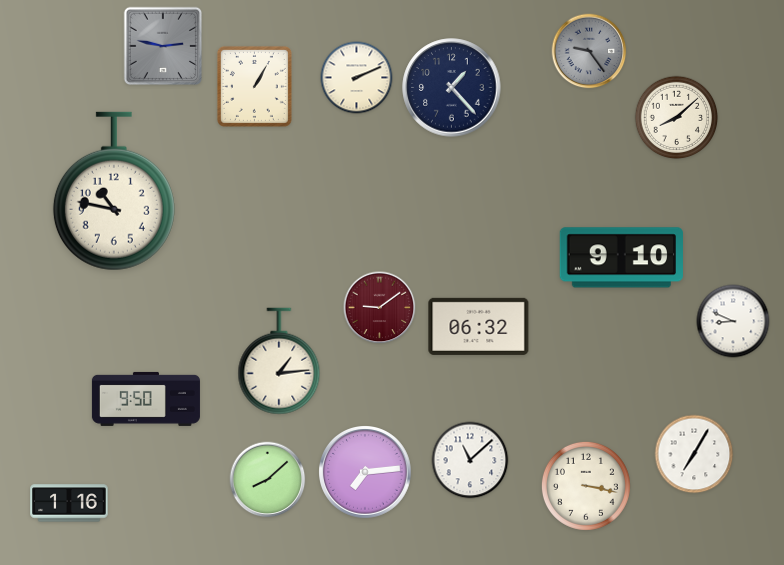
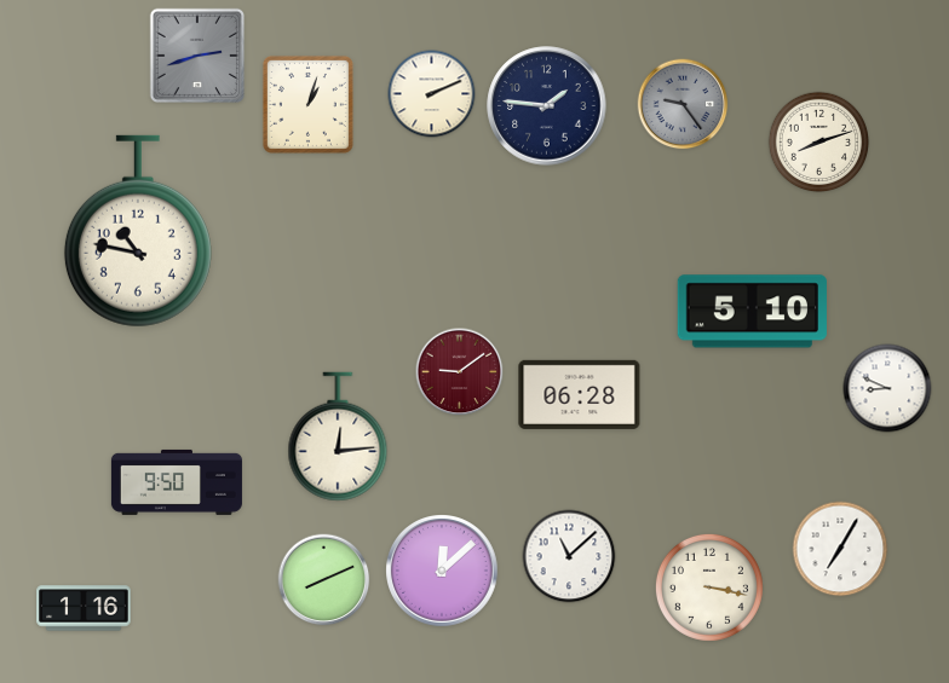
clock at (163, 46): 2:47 -> 2:42
clock at (589, 51) position: (589, 51) -> (683, 104)
clock at (254, 86): 1:05 -> 1:03
clock at (452, 88): 1:23 -> 1:46
clock at (677, 118): 8:08 -> 8:12
clock at (621, 258): 9:10 -> 5:10
clock at (479, 326): 06:32 -> 06:28
clock at (279, 361): 1:14 -> 12:14
clock at (366, 473): 7:14 -> 12:08
clock at (268, 480): 8:08 -> 8:11
